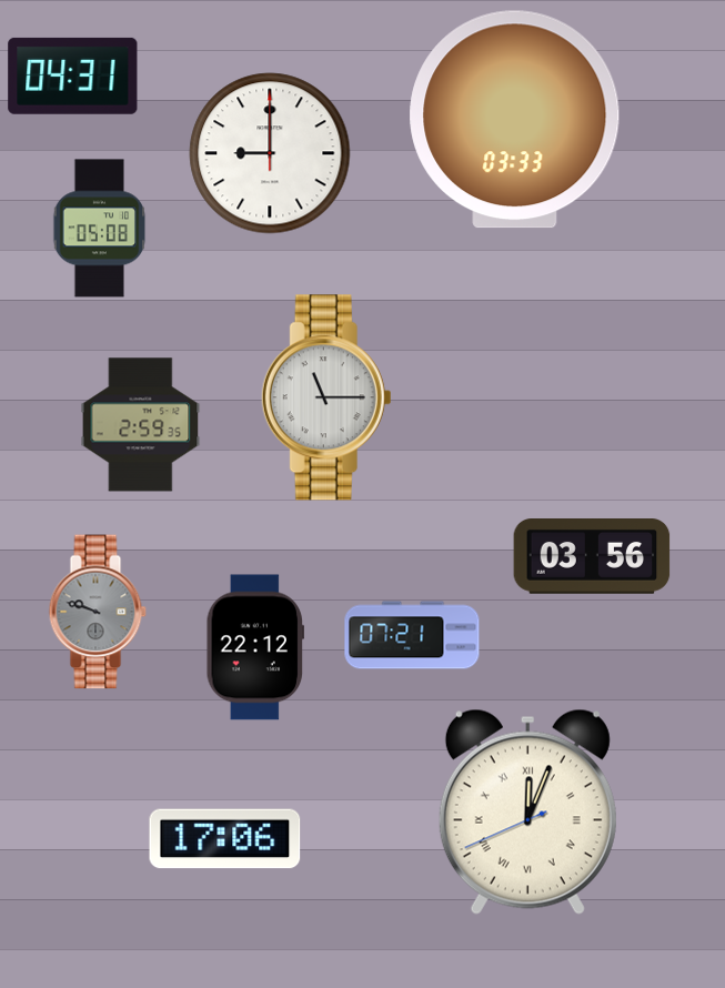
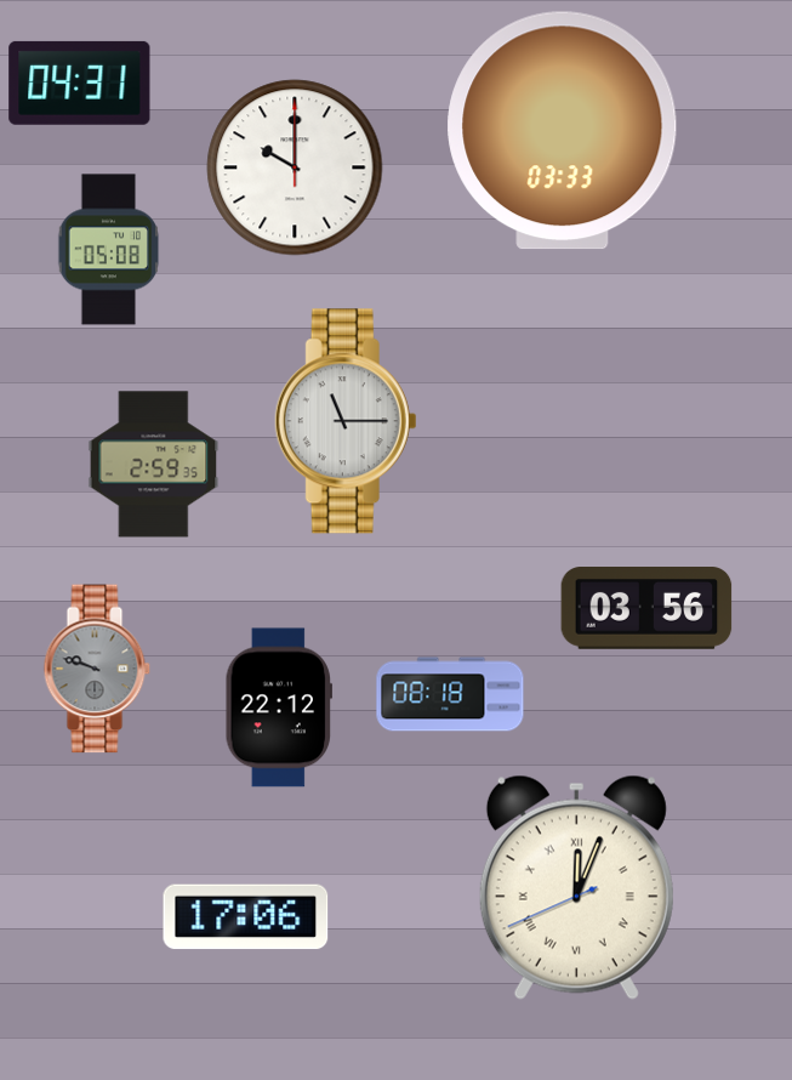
clock at (270, 153): 9:00 -> 10:00
clock at (326, 397) position: (326, 397) -> (346, 421)
clock at (98, 612) position: (98, 612) -> (97, 669)
clock at (412, 635): 07:21 -> 08:18
